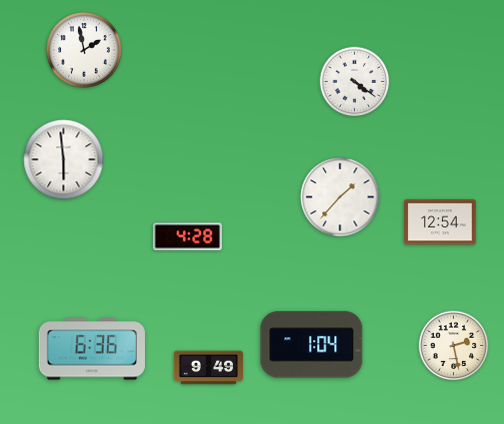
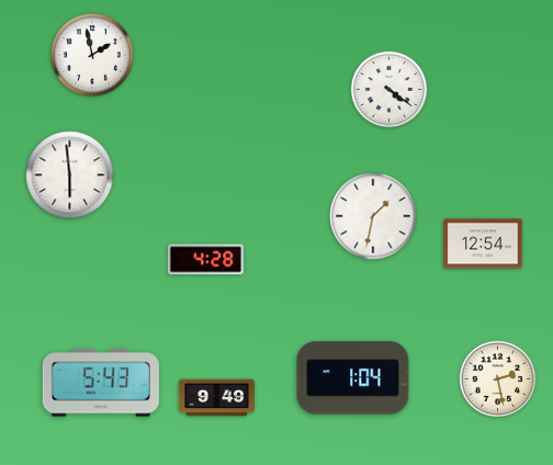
clock at (340, 197): 1:37 -> 1:32
clock at (312, 345) position: (312, 345) -> (353, 378)
clock at (92, 349): 6:36 -> 5:43
clock at (208, 368) position: (208, 368) -> (216, 398)
